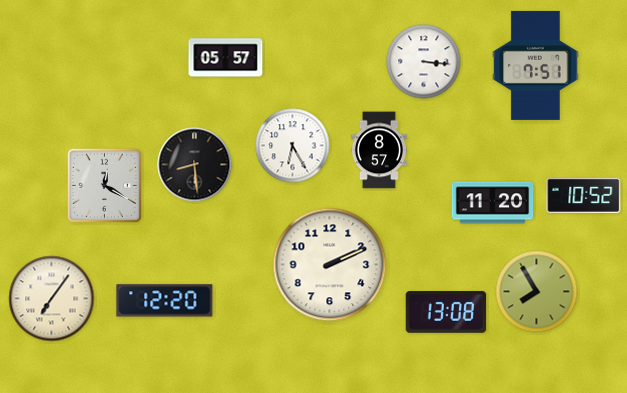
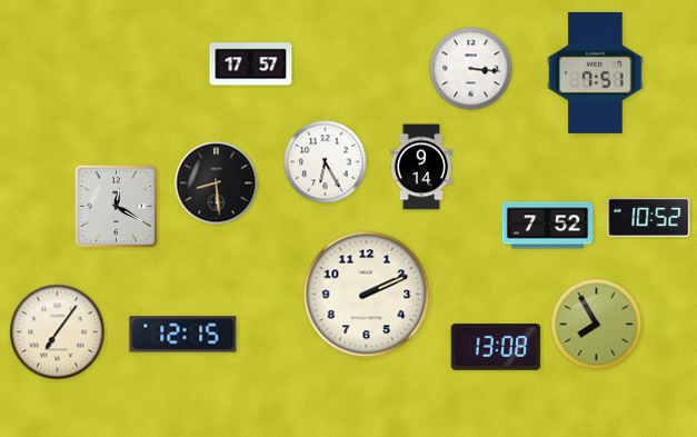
clock at (226, 58): 05:57 -> 17:57
clock at (379, 150): 8:57 -> 9:14
clock at (493, 203): 11:20 -> 7:52
clock at (165, 301): 12:20 -> 12:15
